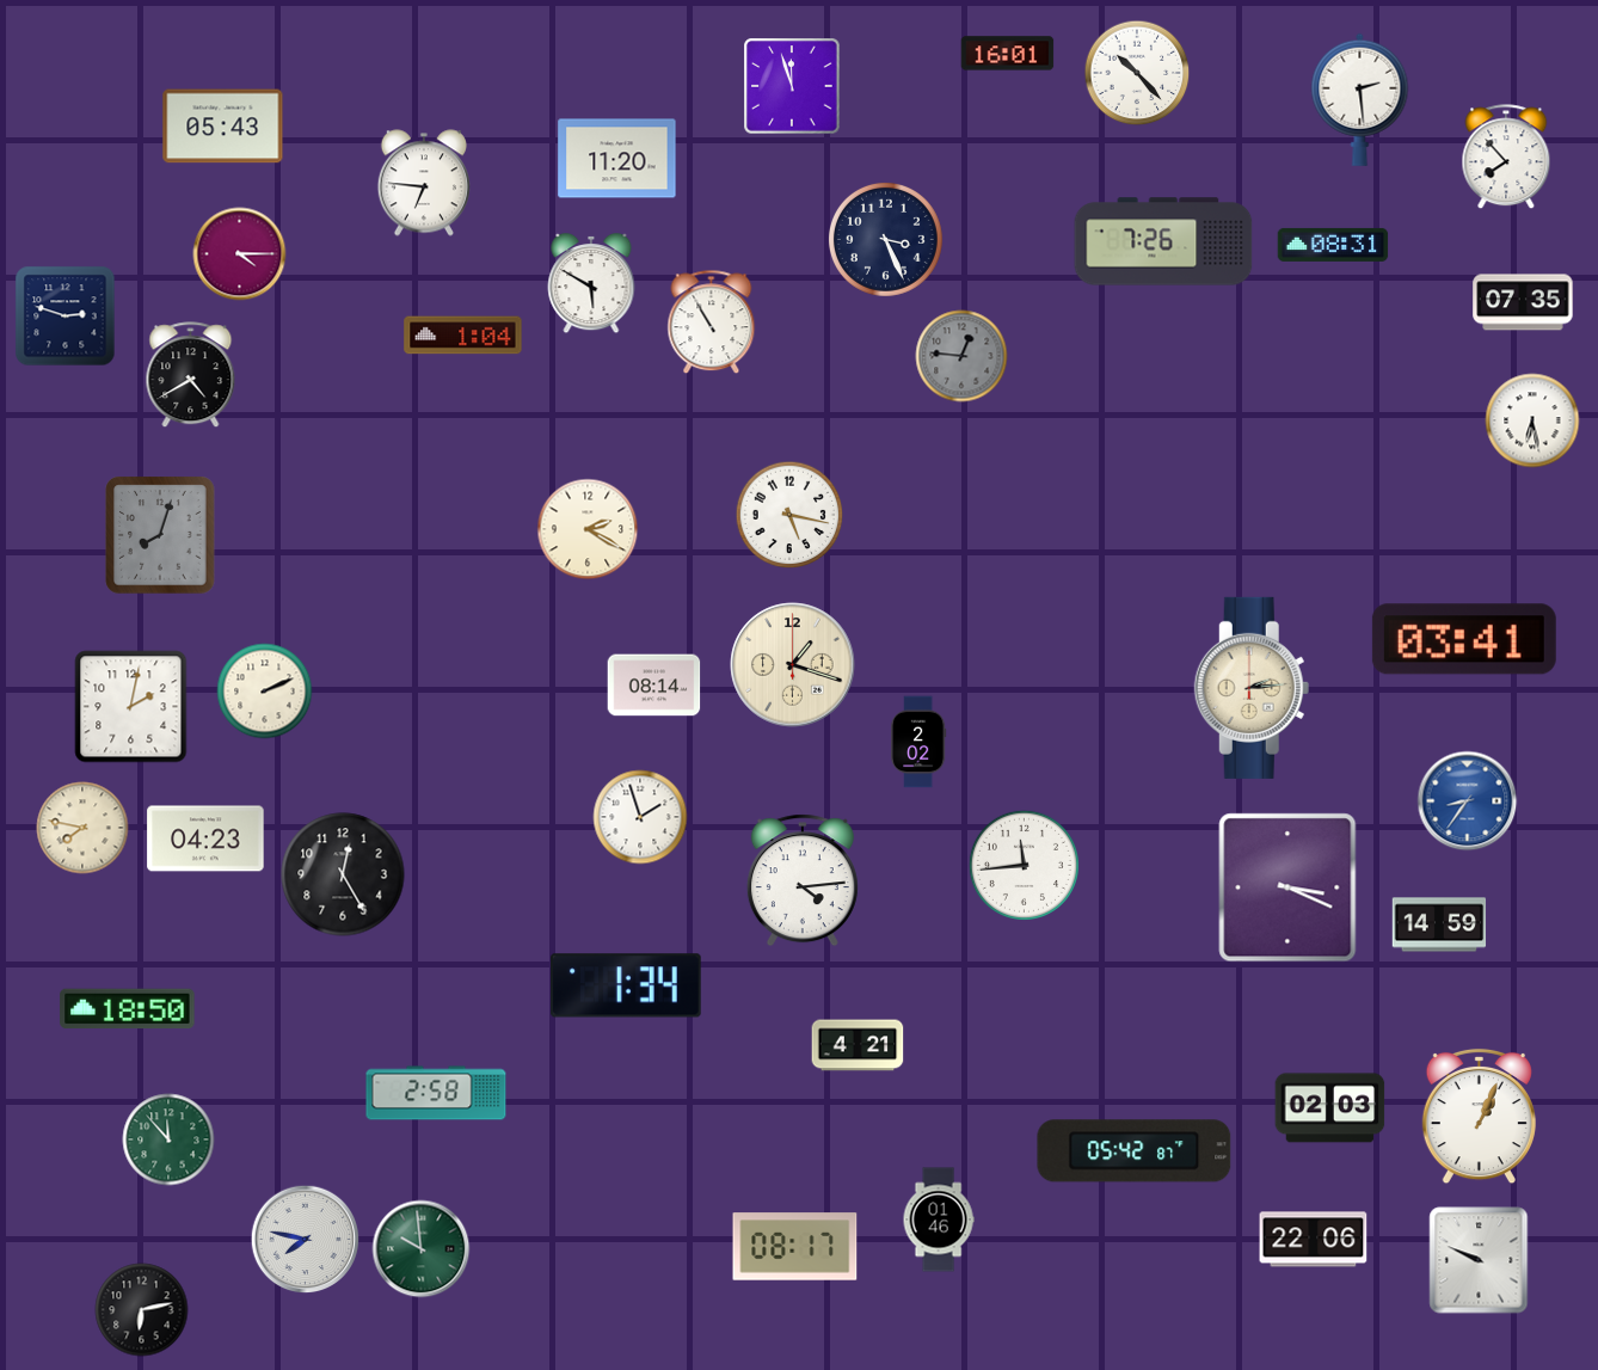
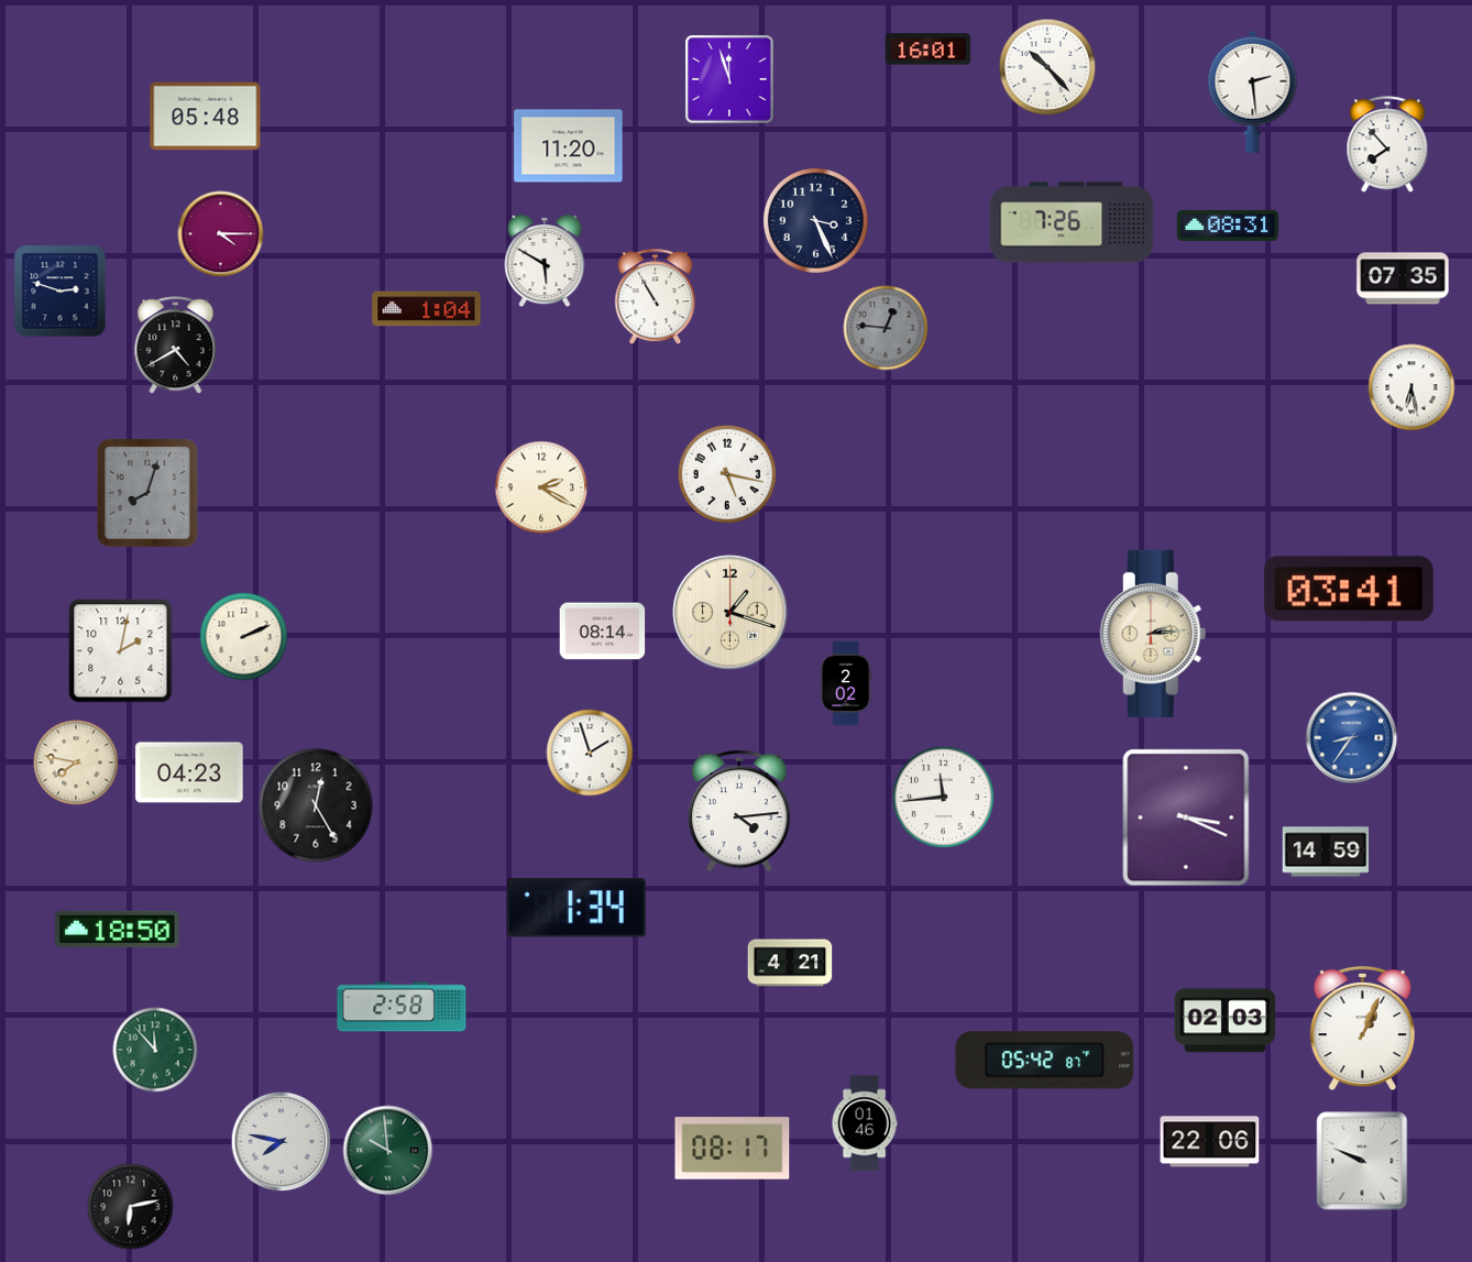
clock at (223, 127): 05:43 -> 05:48
clock at (424, 183): 6:46 -> none
